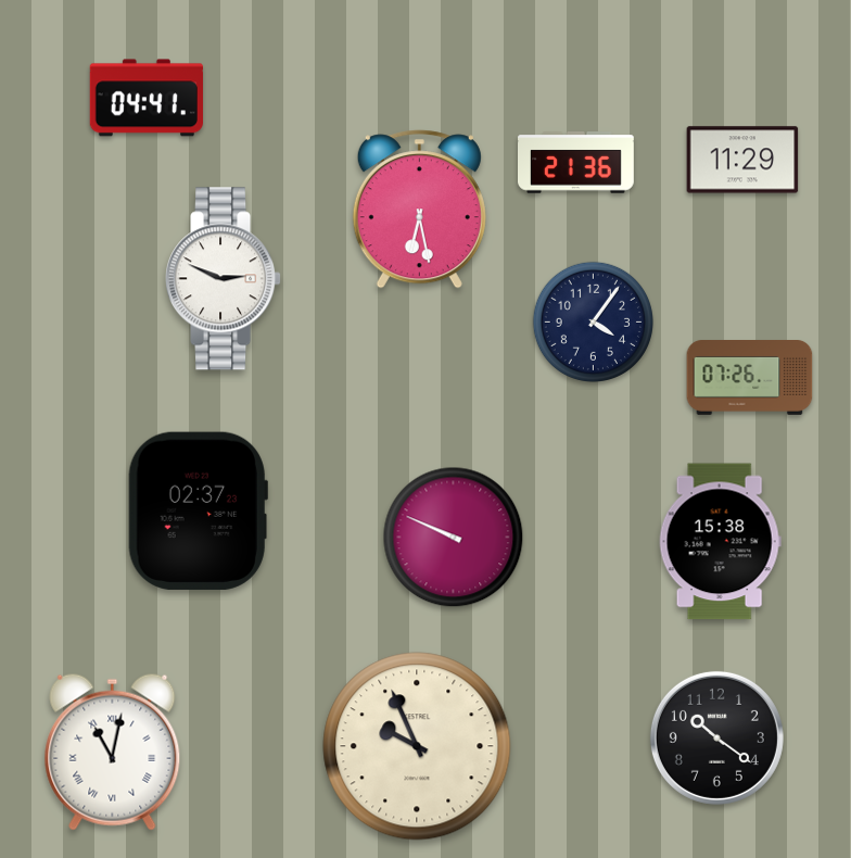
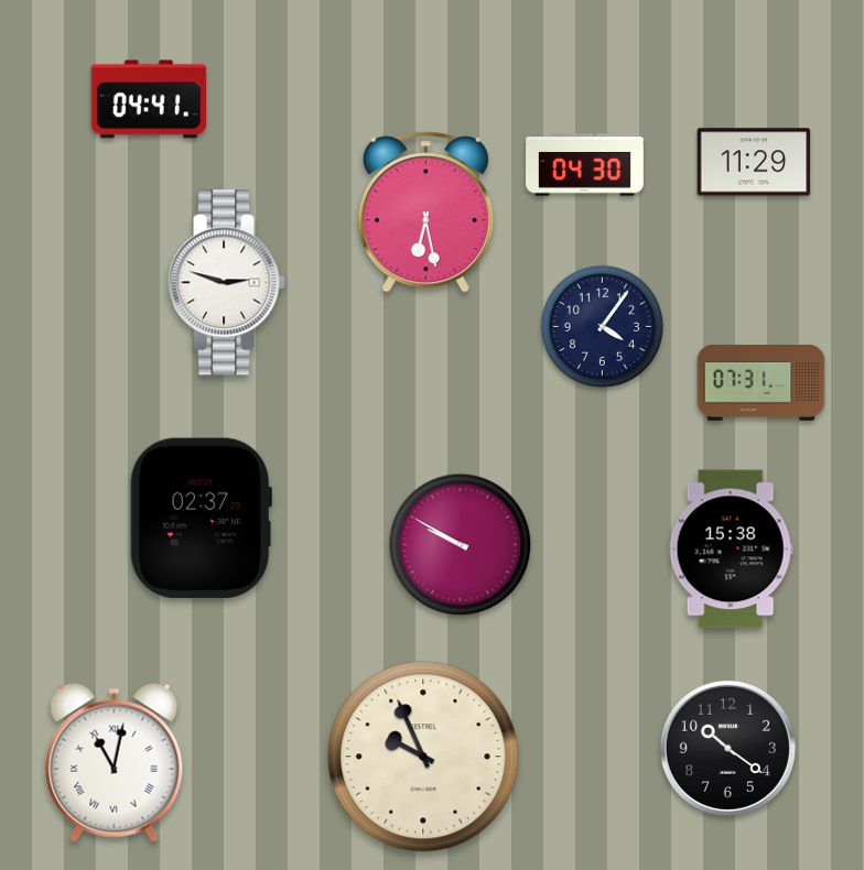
clock at (576, 163): 21:36 -> 04:30
clock at (225, 279): 2:49 -> 2:48
clock at (750, 378): 07:26 -> 07:31
clock at (454, 538): 9:49 -> 9:50
